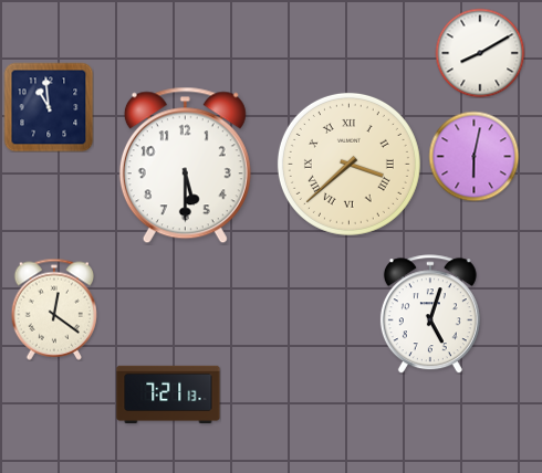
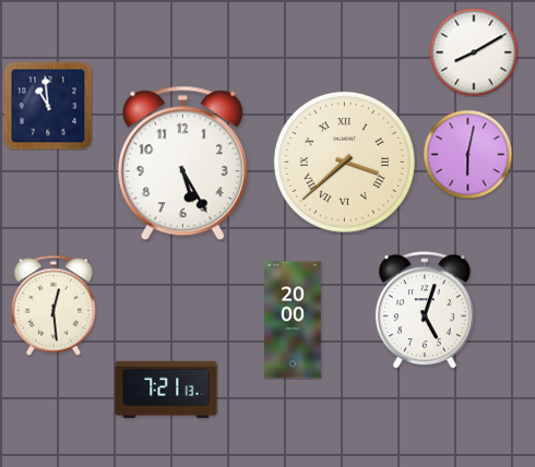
clock at (185, 166): 5:30 -> 5:25
clock at (54, 309): 12:21 -> 12:29
clock at (293, 320): none -> 20:00
